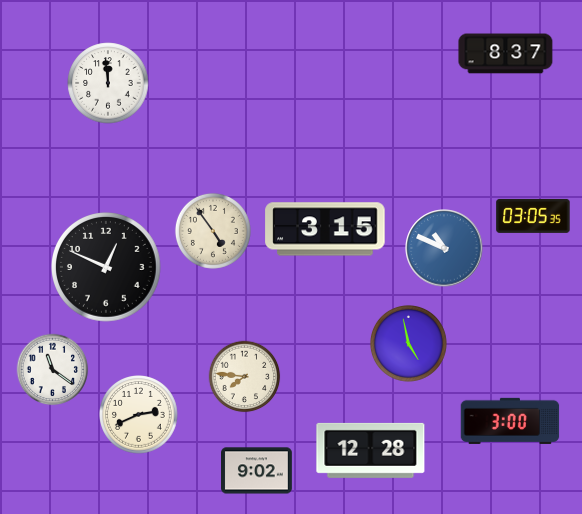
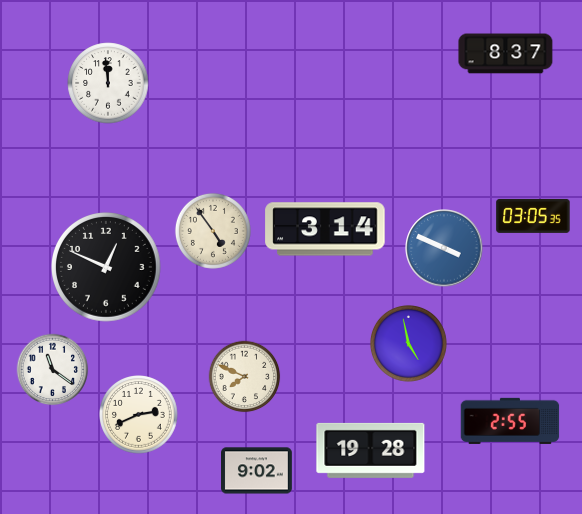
clock at (325, 229): 3:15 -> 3:14
clock at (444, 248): 10:49 -> 3:49
clock at (245, 377): 7:46 -> 7:49
clock at (510, 421): 3:00 -> 2:55
clock at (371, 450): 12:28 -> 19:28
